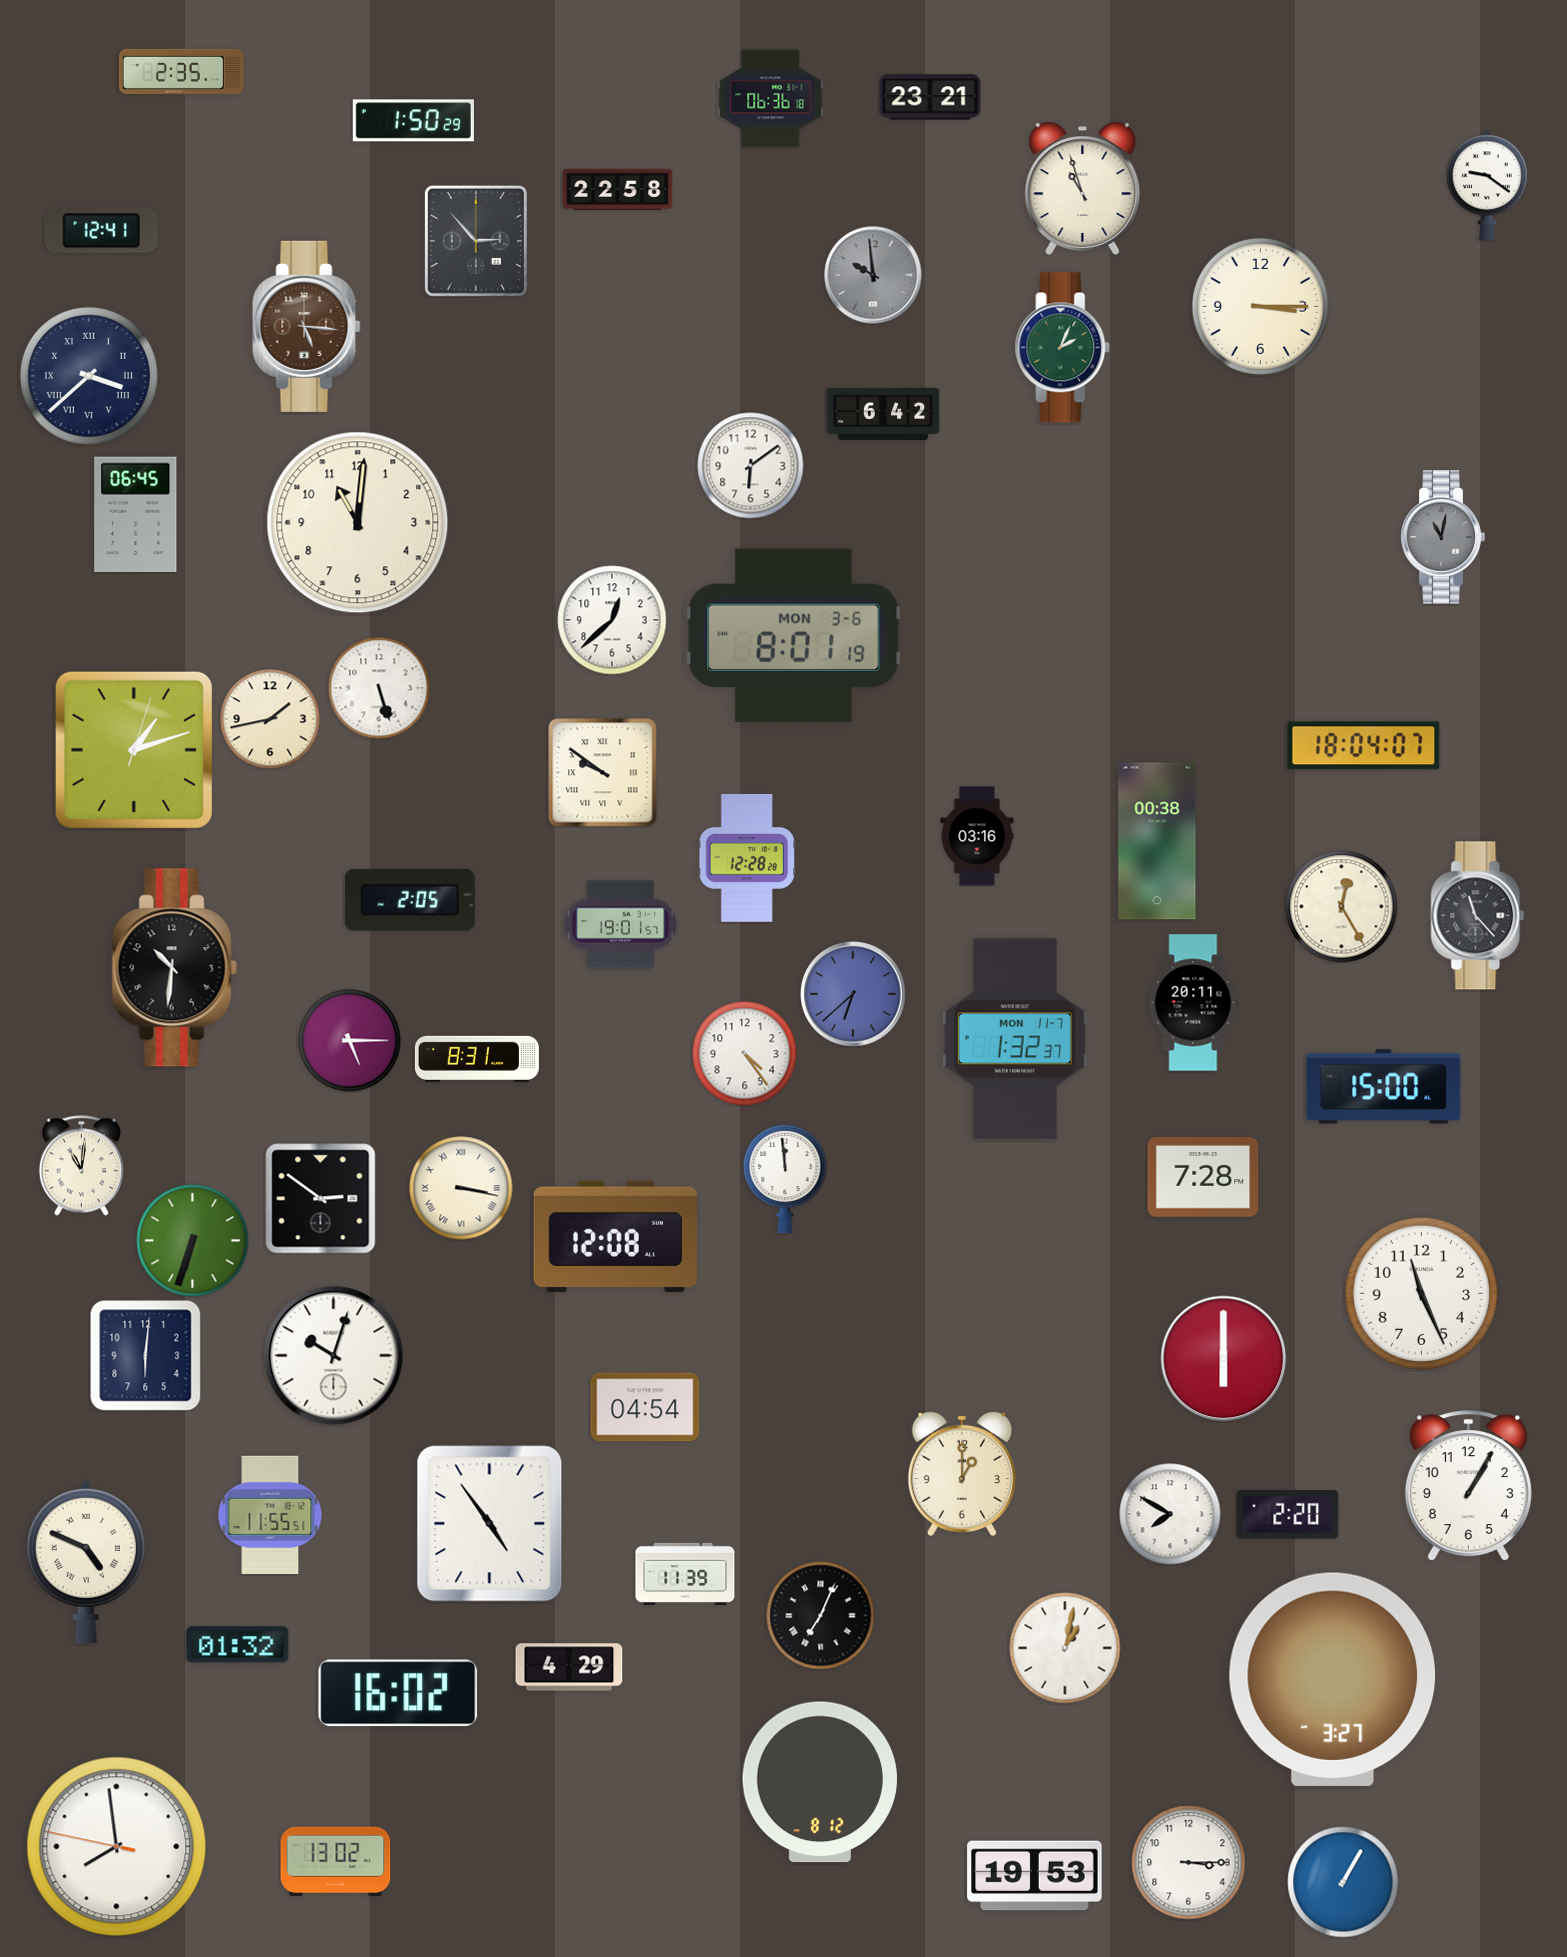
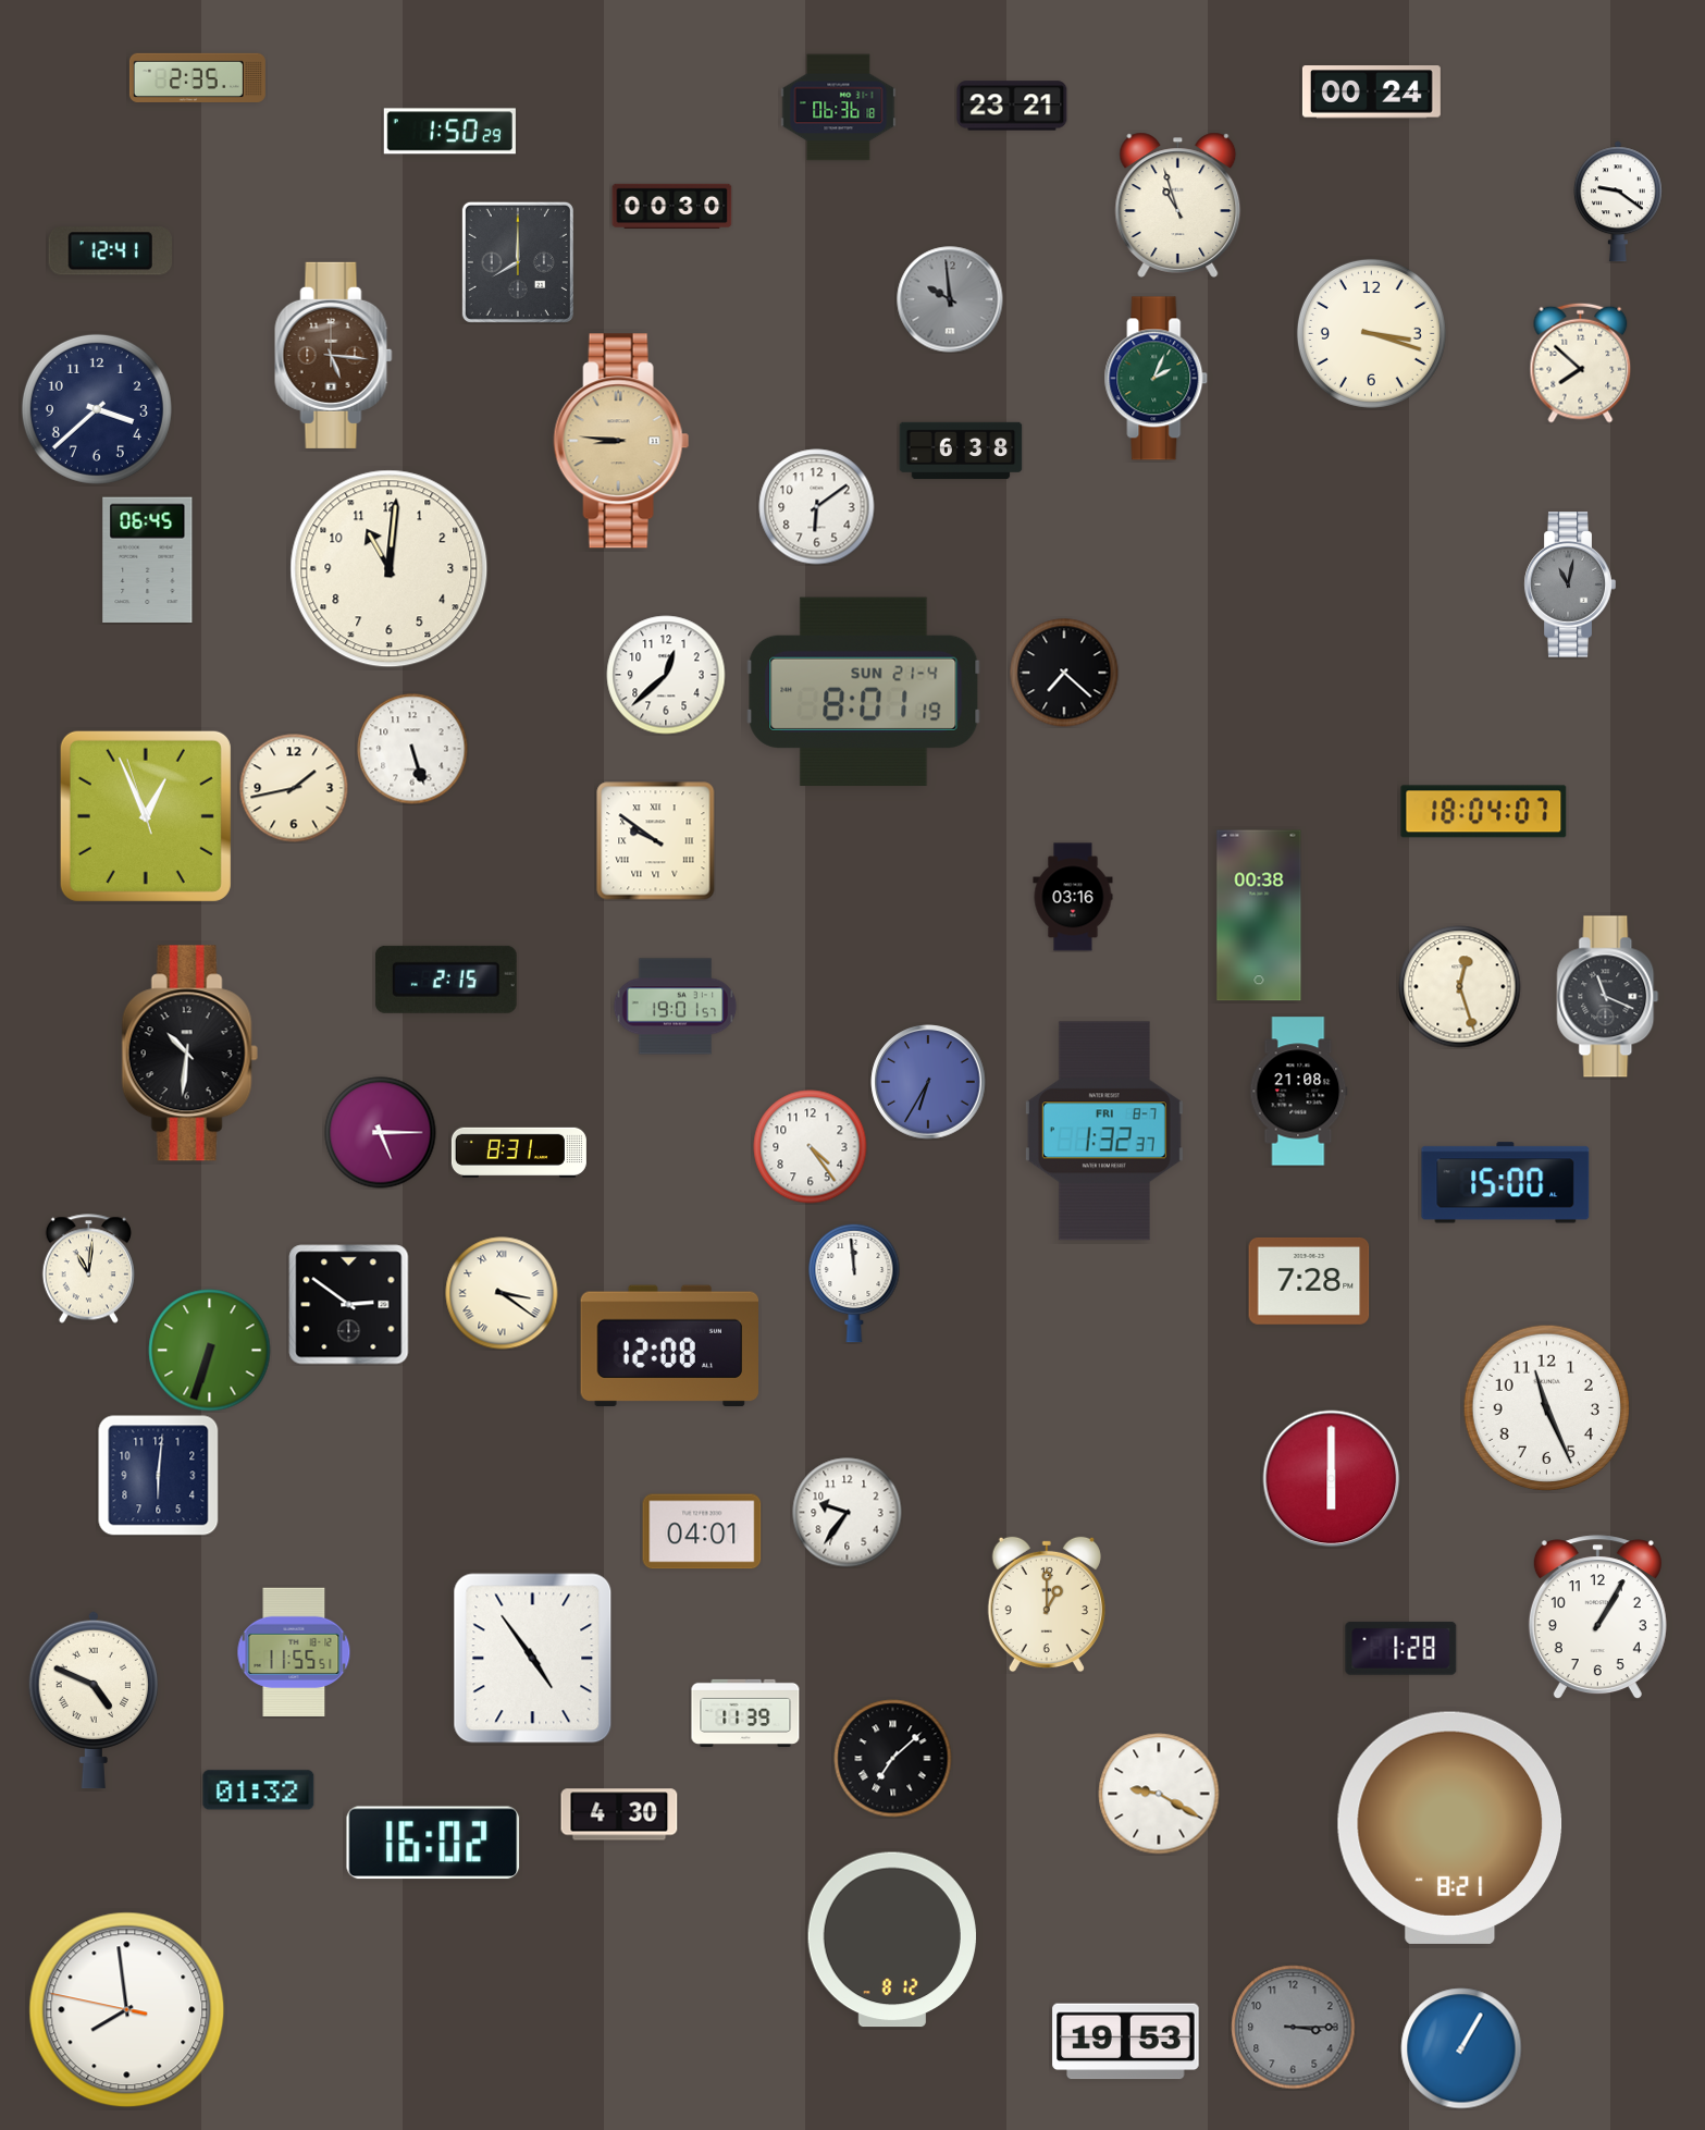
clock at (1371, 93): none -> 00:24
clock at (618, 190): 22:58 -> 00:30
clock at (476, 241): 2:53 -> 8:00
clock at (1260, 306): 3:15 -> 3:18
clock at (1581, 362): none -> 7:52
clock at (89, 376) numerals: Roman -> Arabic
clock at (621, 441): none -> 8:46
clock at (883, 414): 6:42 -> 6:38
clock at (1064, 673): none -> 7:22
clock at (794, 635) date: MON 3-6 -> SUN 21-4
clock at (270, 719) position: (270, 719) -> (294, 788)
clock at (134, 750): 1:12 -> 12:55
clock at (977, 836) position: (977, 836) -> (1073, 897)
clock at (747, 858): 12:28 -> none
clock at (410, 900): 2:05 -> 2:15
clock at (1342, 907): 12:25 -> 12:27
clock at (1478, 916): 11:23 -> 11:19
clock at (853, 994): 6:38 -> 6:35
clock at (1194, 1003): 20:11 -> 21:08
clock at (1015, 1039) date: MON 11-7 -> FRI 8-7
clock at (461, 1188): 3:17 -> 3:21
clock at (334, 1356): 10:03 -> none
clock at (848, 1513): none -> 9:36
clock at (645, 1407): 04:54 -> 04:01
clock at (1170, 1514): 7:50 -> none
clock at (1288, 1514): 2:20 -> 1:28
clock at (270, 1515) position: (270, 1515) -> (294, 1652)
clock at (821, 1616): 7:04 -> 7:08
clock at (1065, 1648): 1:02 -> 9:20
clock at (569, 1667): 4:29 -> 4:30
clock at (1333, 1679): 3:27 -> 8:21
clock at (336, 1861): 13:02 -> none
clock at (1189, 1863) dial: white -> grey
